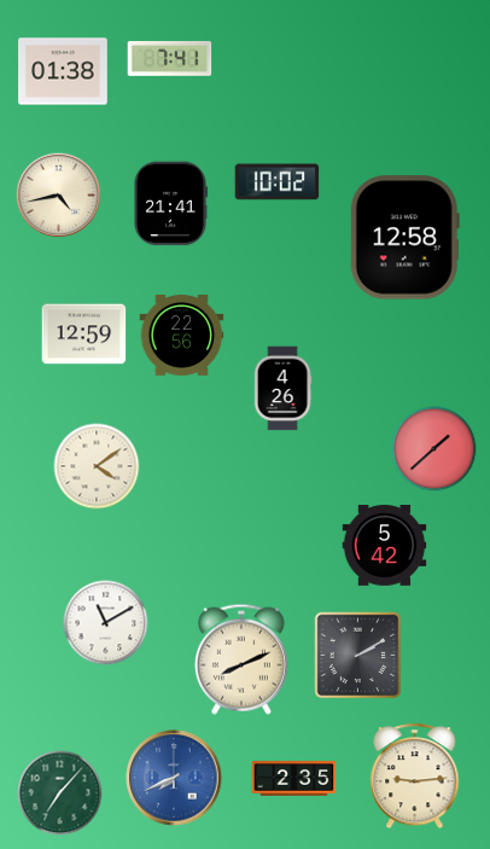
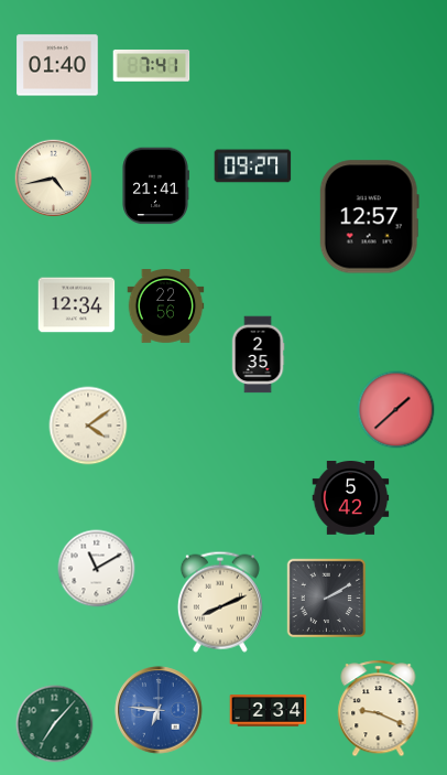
clock at (170, 59) position: (170, 59) -> (152, 66)
clock at (63, 71): 01:38 -> 01:40
clock at (278, 182): 10:02 -> 09:27
clock at (404, 238): 12:58 -> 12:57
clock at (84, 335): 12:59 -> 12:34
clock at (282, 389): 4:26 -> 2:35
clock at (415, 777): 9:14 -> 9:19
clock at (174, 778): 7:41 -> 6:46
clock at (294, 779): 2:35 -> 2:34
